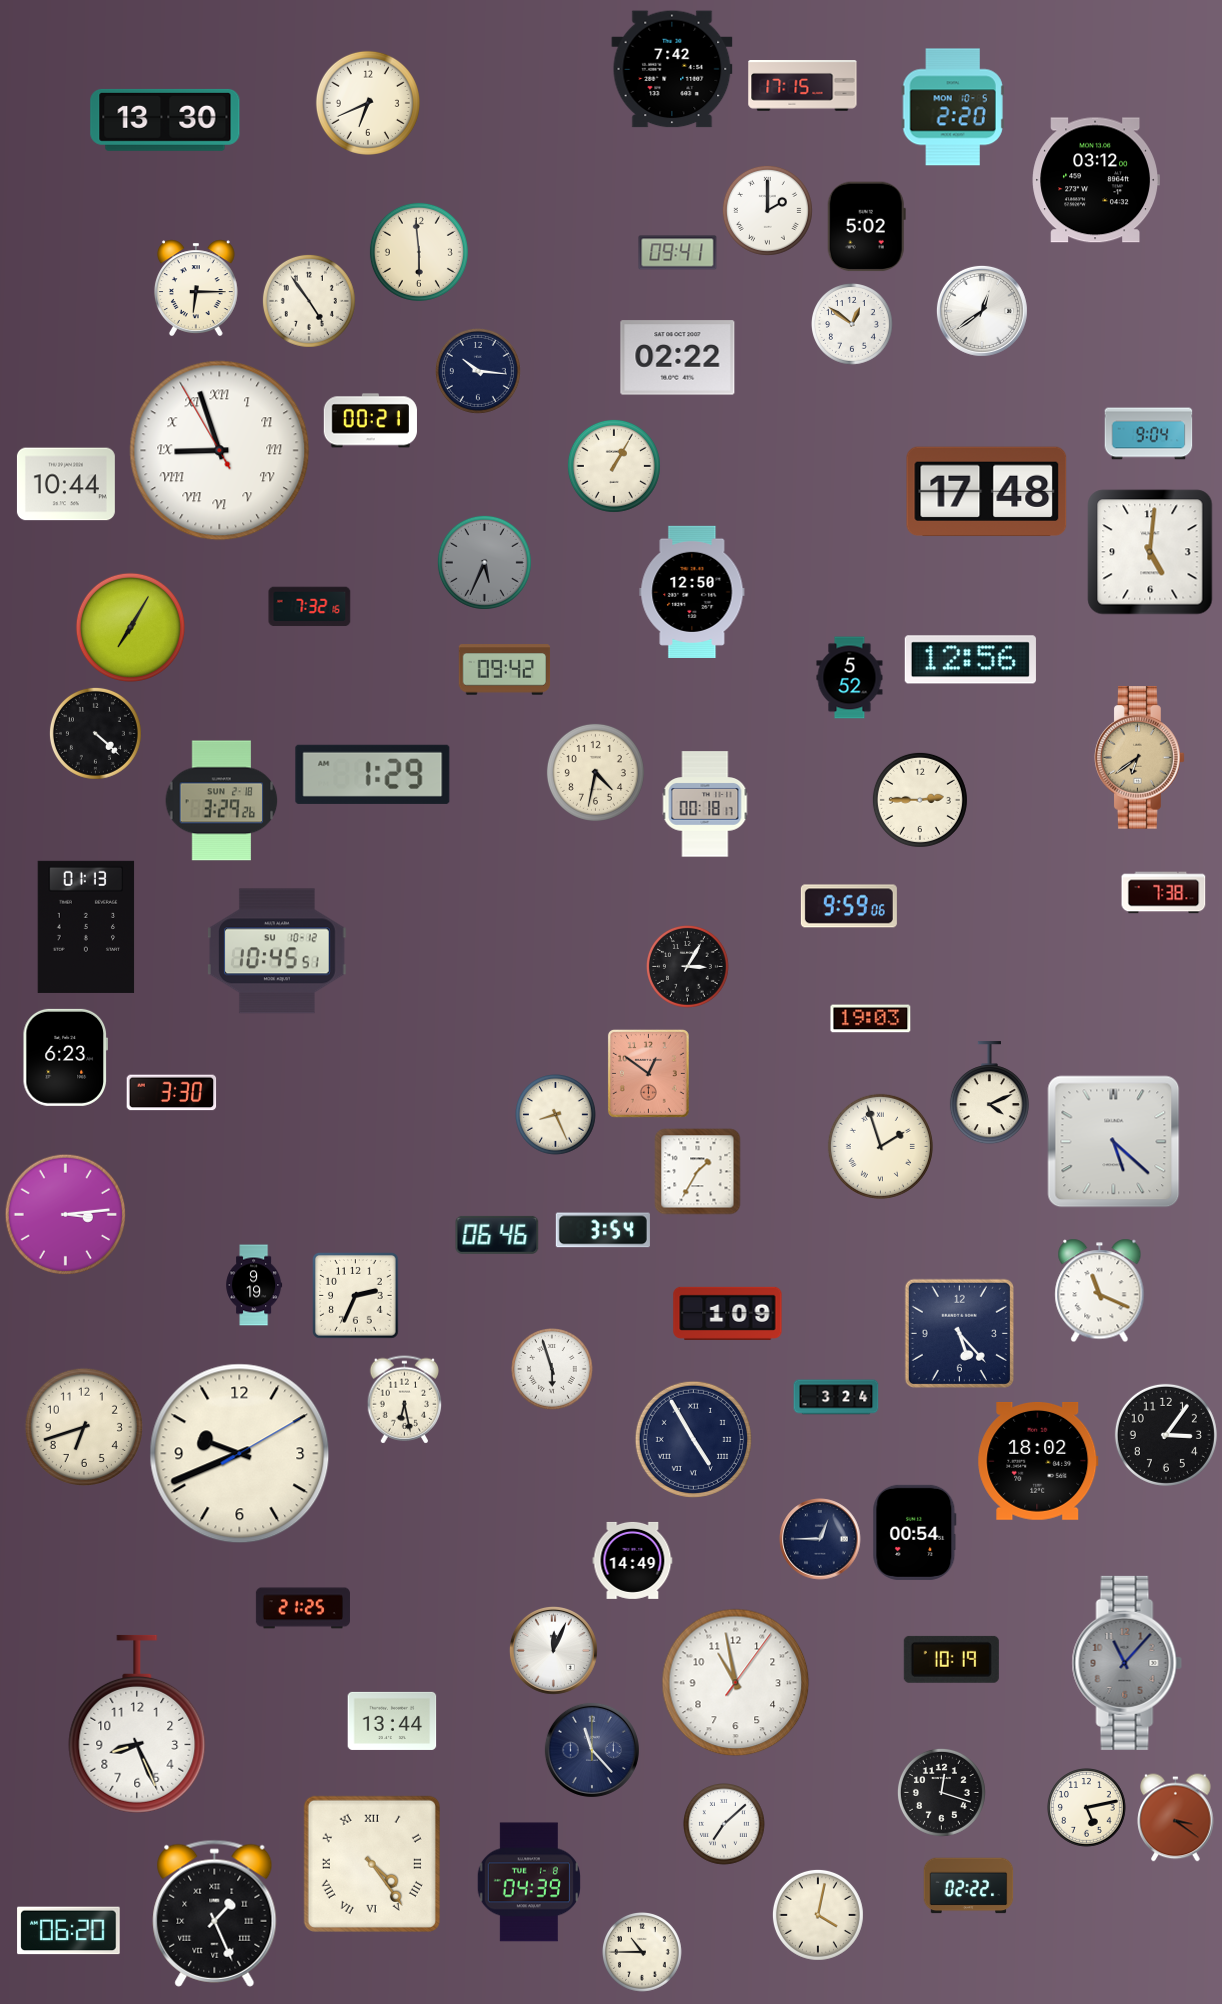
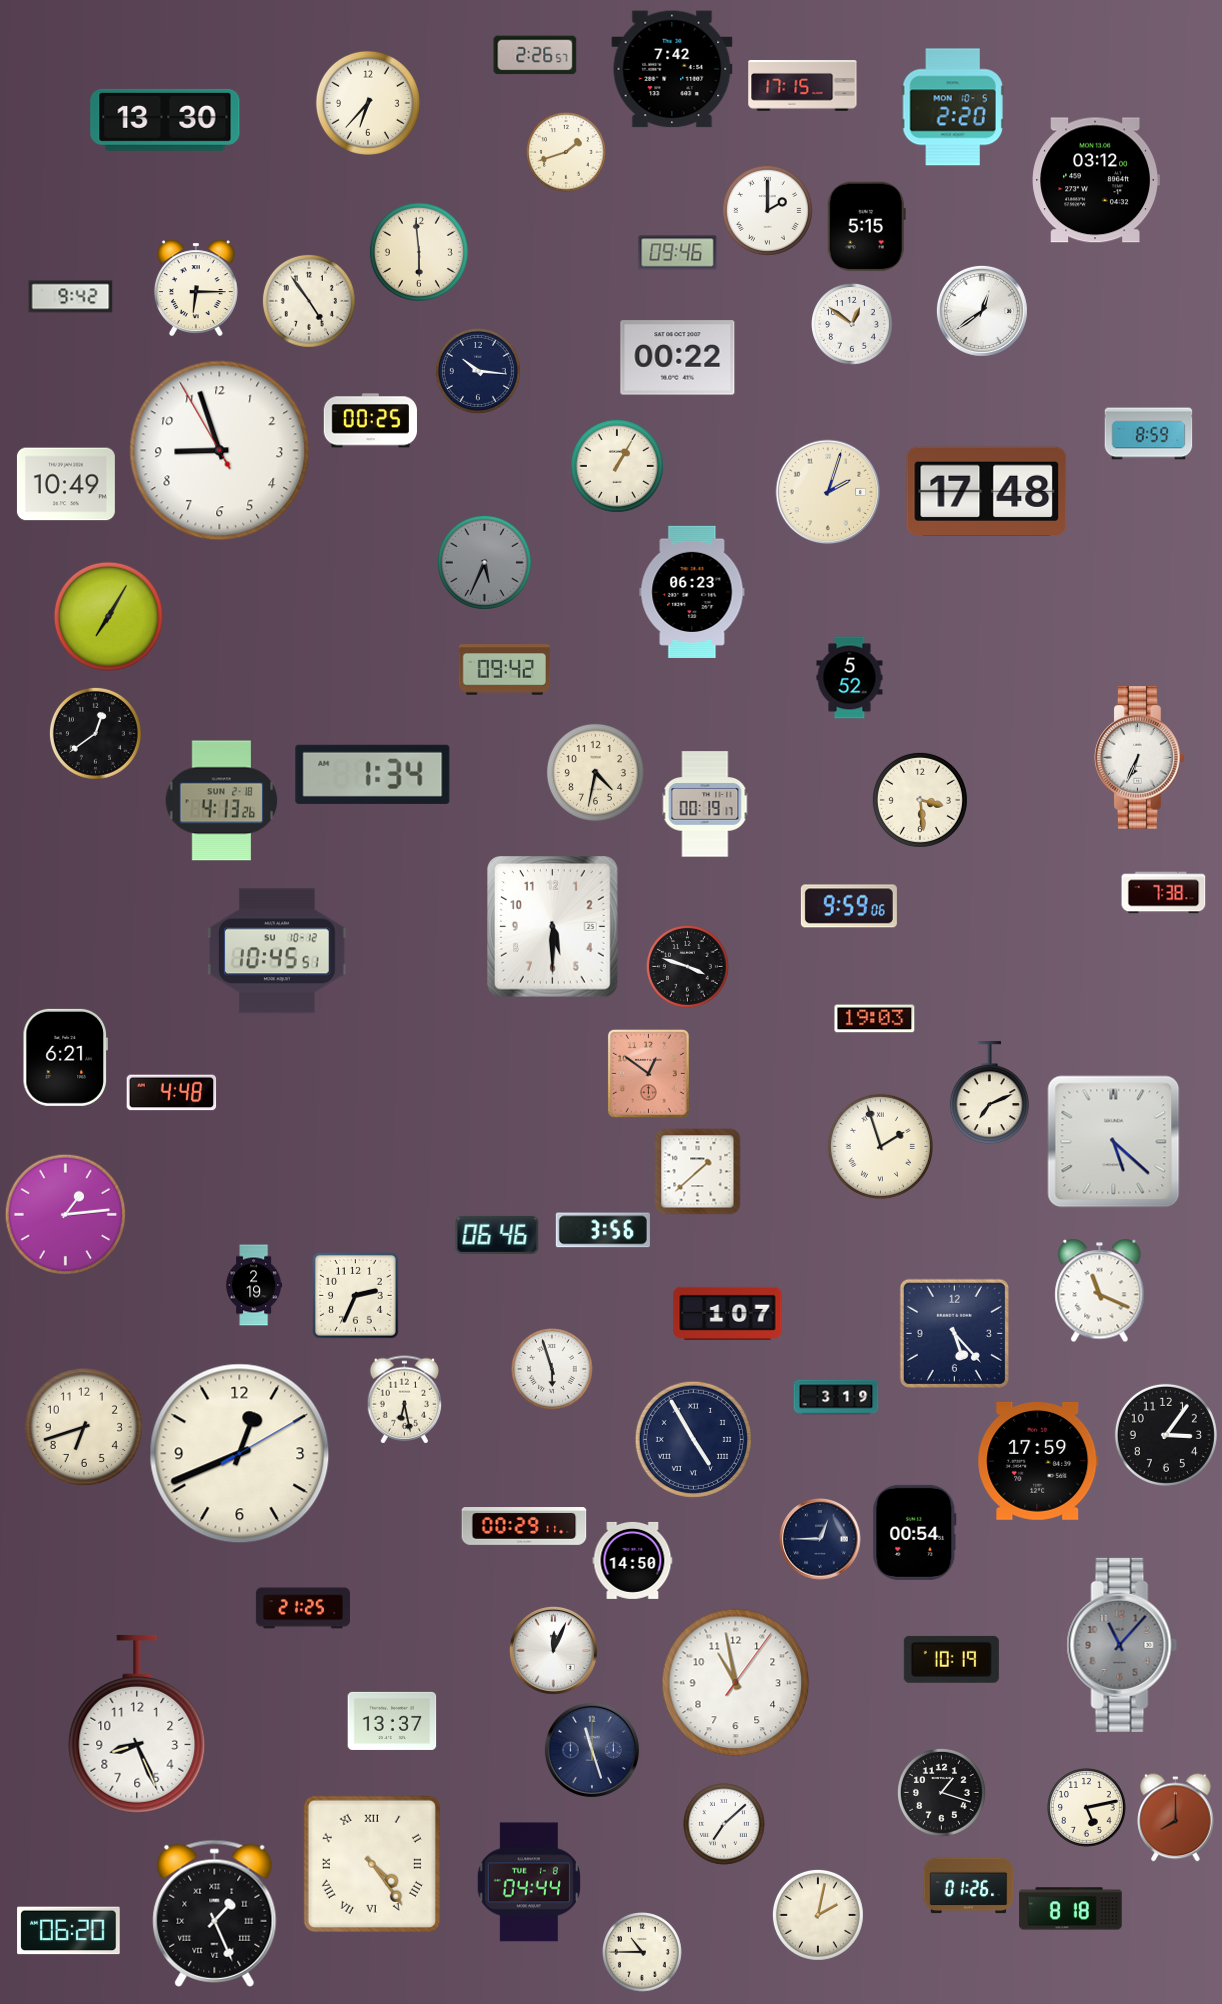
clock at (535, 55): none -> 2:26
clock at (368, 103): 6:41 -> 6:37
clock at (567, 153): none -> 1:42
clock at (866, 227): 5:02 -> 5:15
clock at (678, 253): 09:41 -> 09:46
clock at (71, 297): none -> 9:42
clock at (678, 358): 02:22 -> 00:22
clock at (370, 421): 00:21 -> 00:25
clock at (1149, 434): 9:04 -> 8:59
clock at (220, 451) numerals: Roman -> Arabic
clock at (614, 466) position: (614, 466) -> (617, 466)
clock at (66, 484): 10:44 -> 10:49
clock at (828, 492): none -> 2:03
clock at (1150, 552): 5:01 -> none
clock at (692, 592): 12:50 -> 06:23
clock at (310, 607): 7:32 -> none
clock at (130, 627) position: (130, 627) -> (108, 616)
clock at (970, 660): 12:56 -> none
clock at (95, 733): 4:22 -> 12:39
clock at (1140, 758): 6:39 -> 6:34
clock at (1140, 758) dial: champagne -> white
clock at (373, 774): 1:29 -> 1:34
clock at (920, 800): 2:45 -> 3:29
clock at (222, 801): 3:29 -> 4:13
clock at (705, 804): 00:18 -> 00:19
clock at (86, 927): 01:13 -> none
clock at (553, 927): none -> 5:30
clock at (688, 967): 3:05 -> 3:48
clock at (871, 1019) position: (871, 1019) -> (875, 1019)
clock at (65, 1057): 6:23 -> 6:21
clock at (172, 1093): 3:30 -> 4:48
clock at (989, 1093): 4:11 -> 7:11
clock at (556, 1115): 8:26 -> none
clock at (698, 1172): 1:35 -> 1:38
clock at (65, 1214): 3:14 -> 1:14
clock at (603, 1230): 3:54 -> 3:56
clock at (254, 1285): 9:19 -> 2:19
clock at (728, 1313): 1:09 -> 1:07
clock at (959, 1333) position: (959, 1333) -> (954, 1333)
clock at (836, 1397): 3:24 -> 3:19
clock at (240, 1454): 9:41 -> 12:41
clock at (1038, 1462): 18:02 -> 17:59
clock at (524, 1527): none -> 00:29
clock at (633, 1560): 14:49 -> 14:50
clock at (1127, 1663) position: (1127, 1663) -> (1122, 1645)
clock at (392, 1721): 13:44 -> 13:37
clock at (592, 1750): 11:23 -> 11:27
clock at (941, 1792): 12:18 -> 1:18
clock at (1176, 1818): 3:21 -> 8:00
clock at (529, 1882): 04:39 -> 04:44
clock at (969, 1886): 02:22 -> 01:26
clock at (1071, 1909): none -> 8:18
clock at (818, 1915): 4:02 -> 2:02
